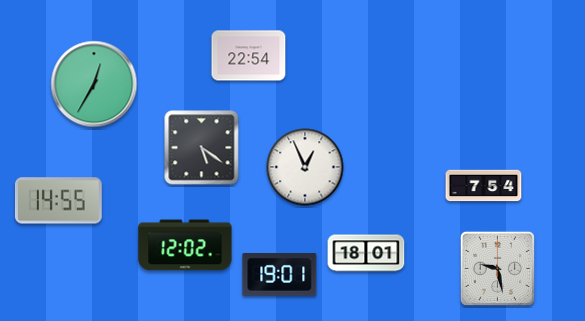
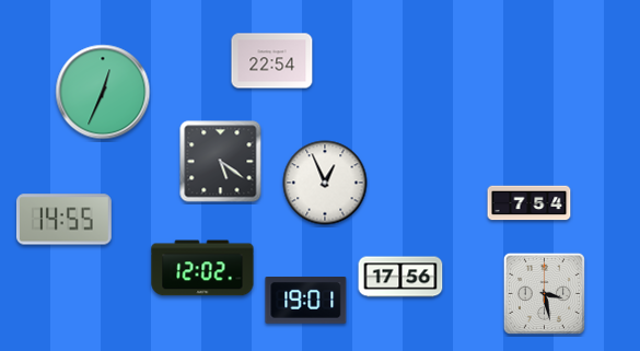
clock at (94, 84): 12:35 -> 12:34
clock at (305, 167) position: (305, 167) -> (325, 183)
clock at (366, 253): 18:01 -> 17:56
clock at (497, 268): 9:28 -> 3:28
